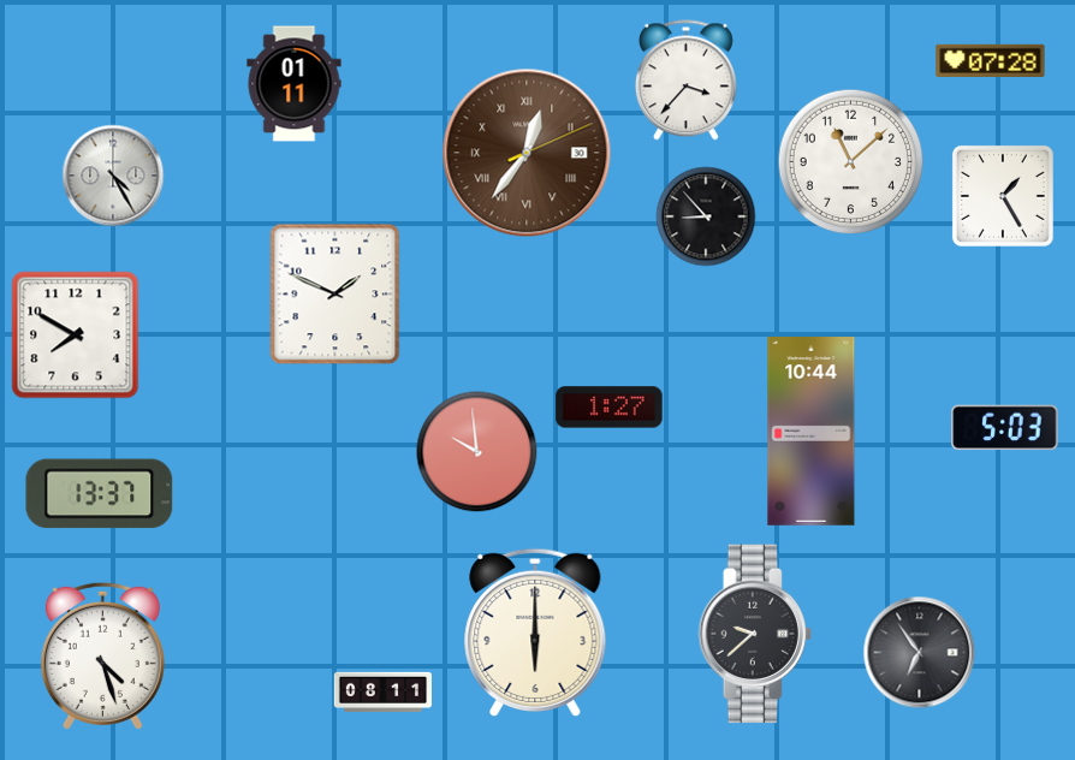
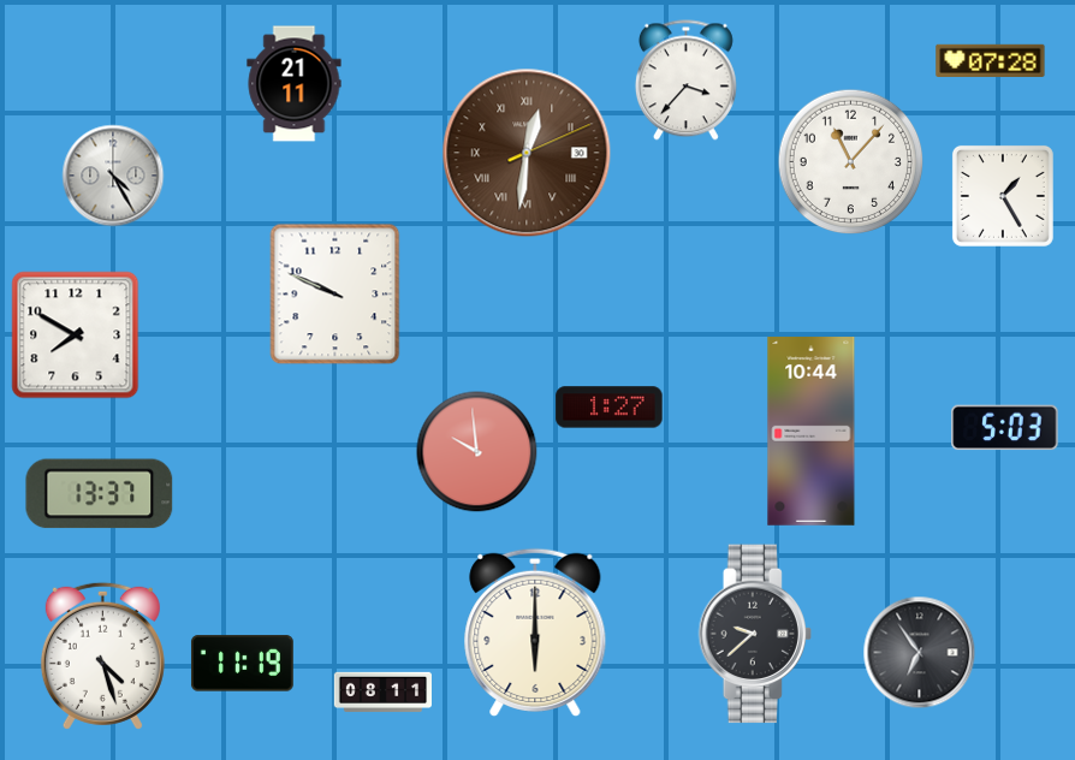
clock at (295, 84): 01:11 -> 21:11
clock at (527, 153): 12:36 -> 12:31
clock at (851, 162): 11:08 -> 11:07
clock at (706, 216): 8:53 -> none
clock at (335, 295): 1:49 -> 9:49
clock at (242, 664): none -> 11:19
